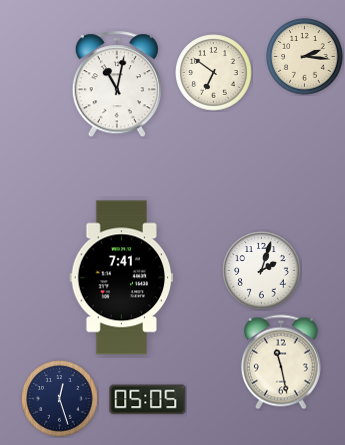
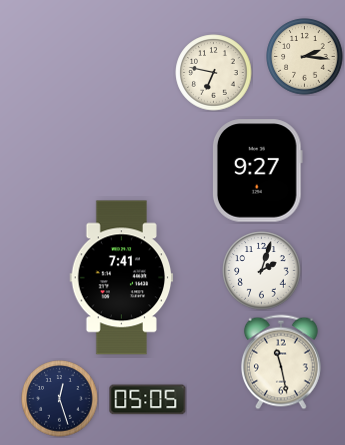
clock at (214, 73): 6:51 -> 6:47
clock at (117, 85): 11:02 -> none
clock at (257, 171): none -> 9:27
